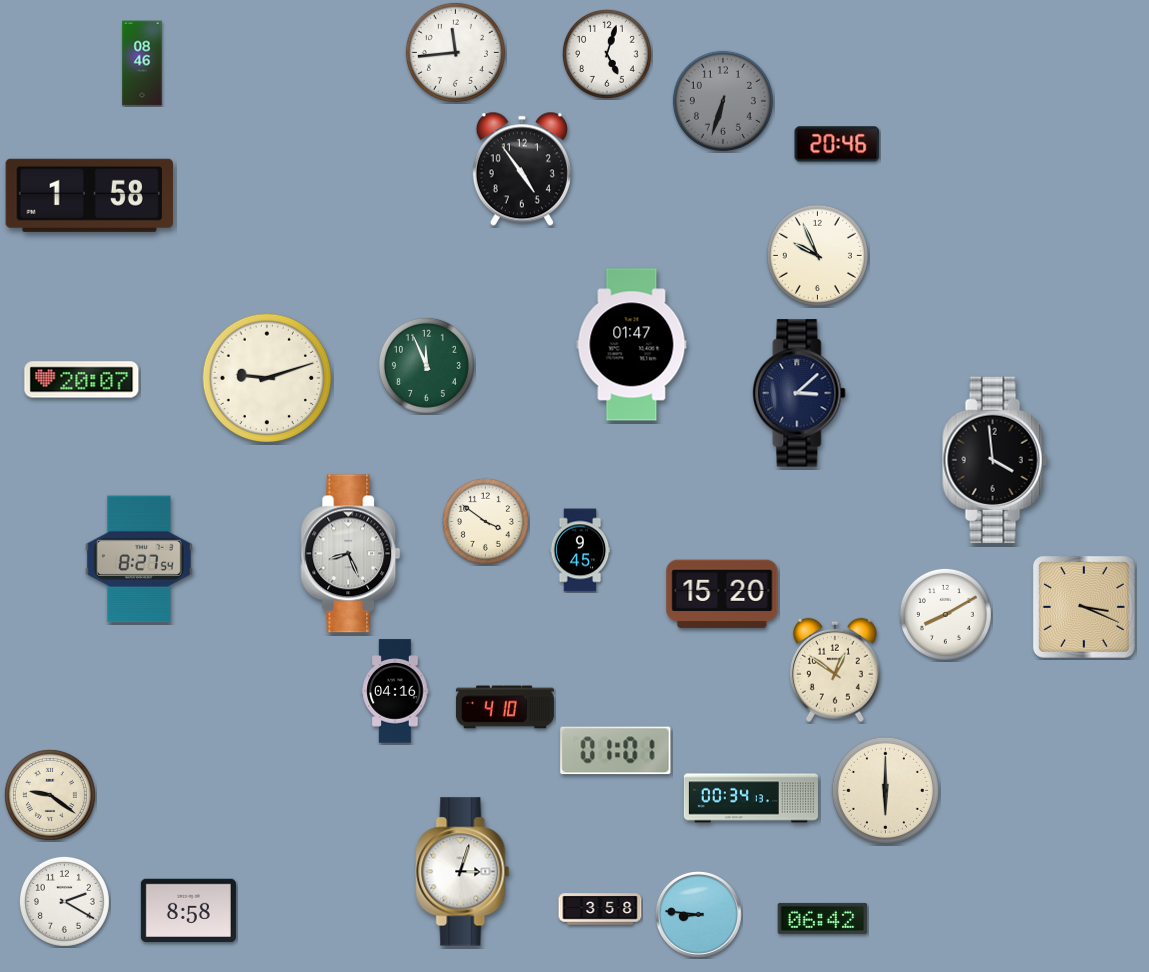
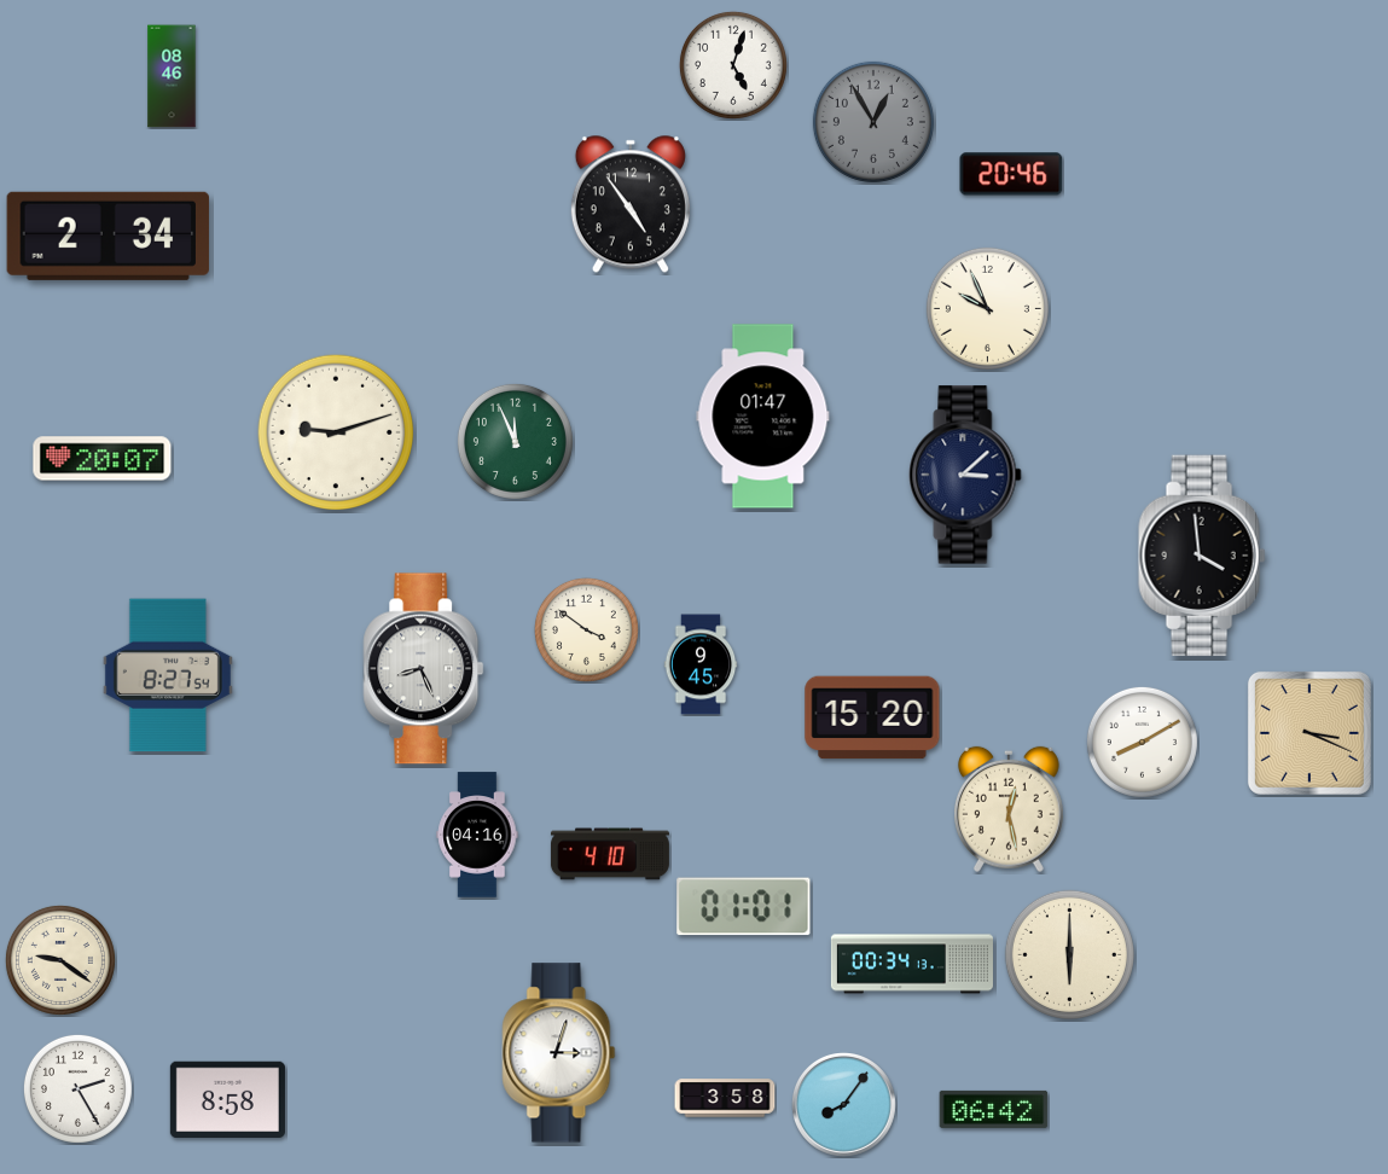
clock at (455, 52): 11:44 -> none
clock at (723, 101): 6:33 -> 12:55
clock at (89, 195): 1:58 -> 2:34
clock at (267, 378) position: (267, 378) -> (336, 432)
clock at (82, 380) position: (82, 380) -> (103, 459)
clock at (835, 670): 12:51 -> 12:28
clock at (751, 798) position: (751, 798) -> (912, 964)
clock at (64, 901): 2:20 -> 2:25
clock at (699, 915): 8:46 -> 8:06
